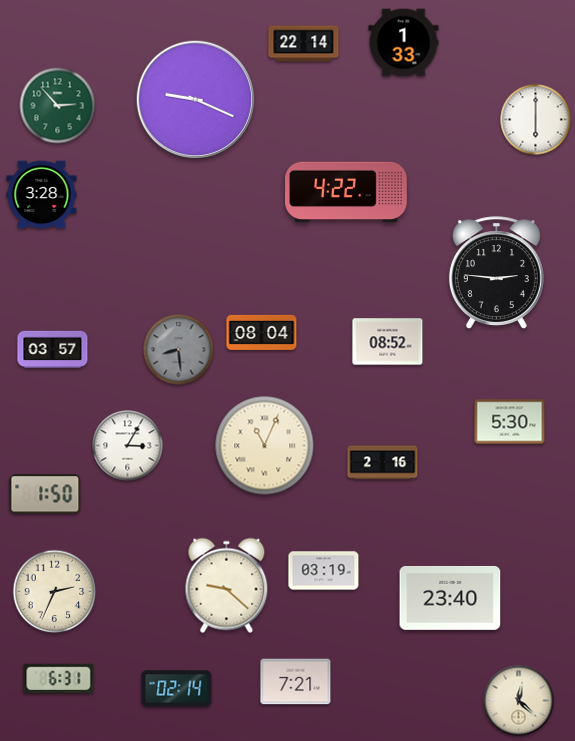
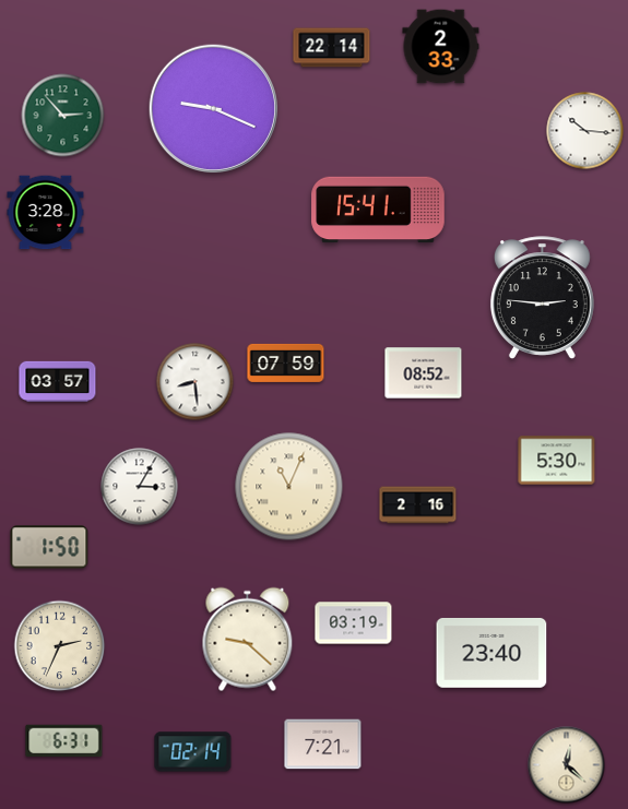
clock at (404, 43): 1:33 -> 2:33
clock at (536, 120): 6:00 -> 10:16
clock at (346, 192): 4:22 -> 15:41
clock at (262, 332): 08:04 -> 07:59
clock at (179, 350) dial: grey -> white
clock at (45, 494) position: (45, 494) -> (49, 547)
